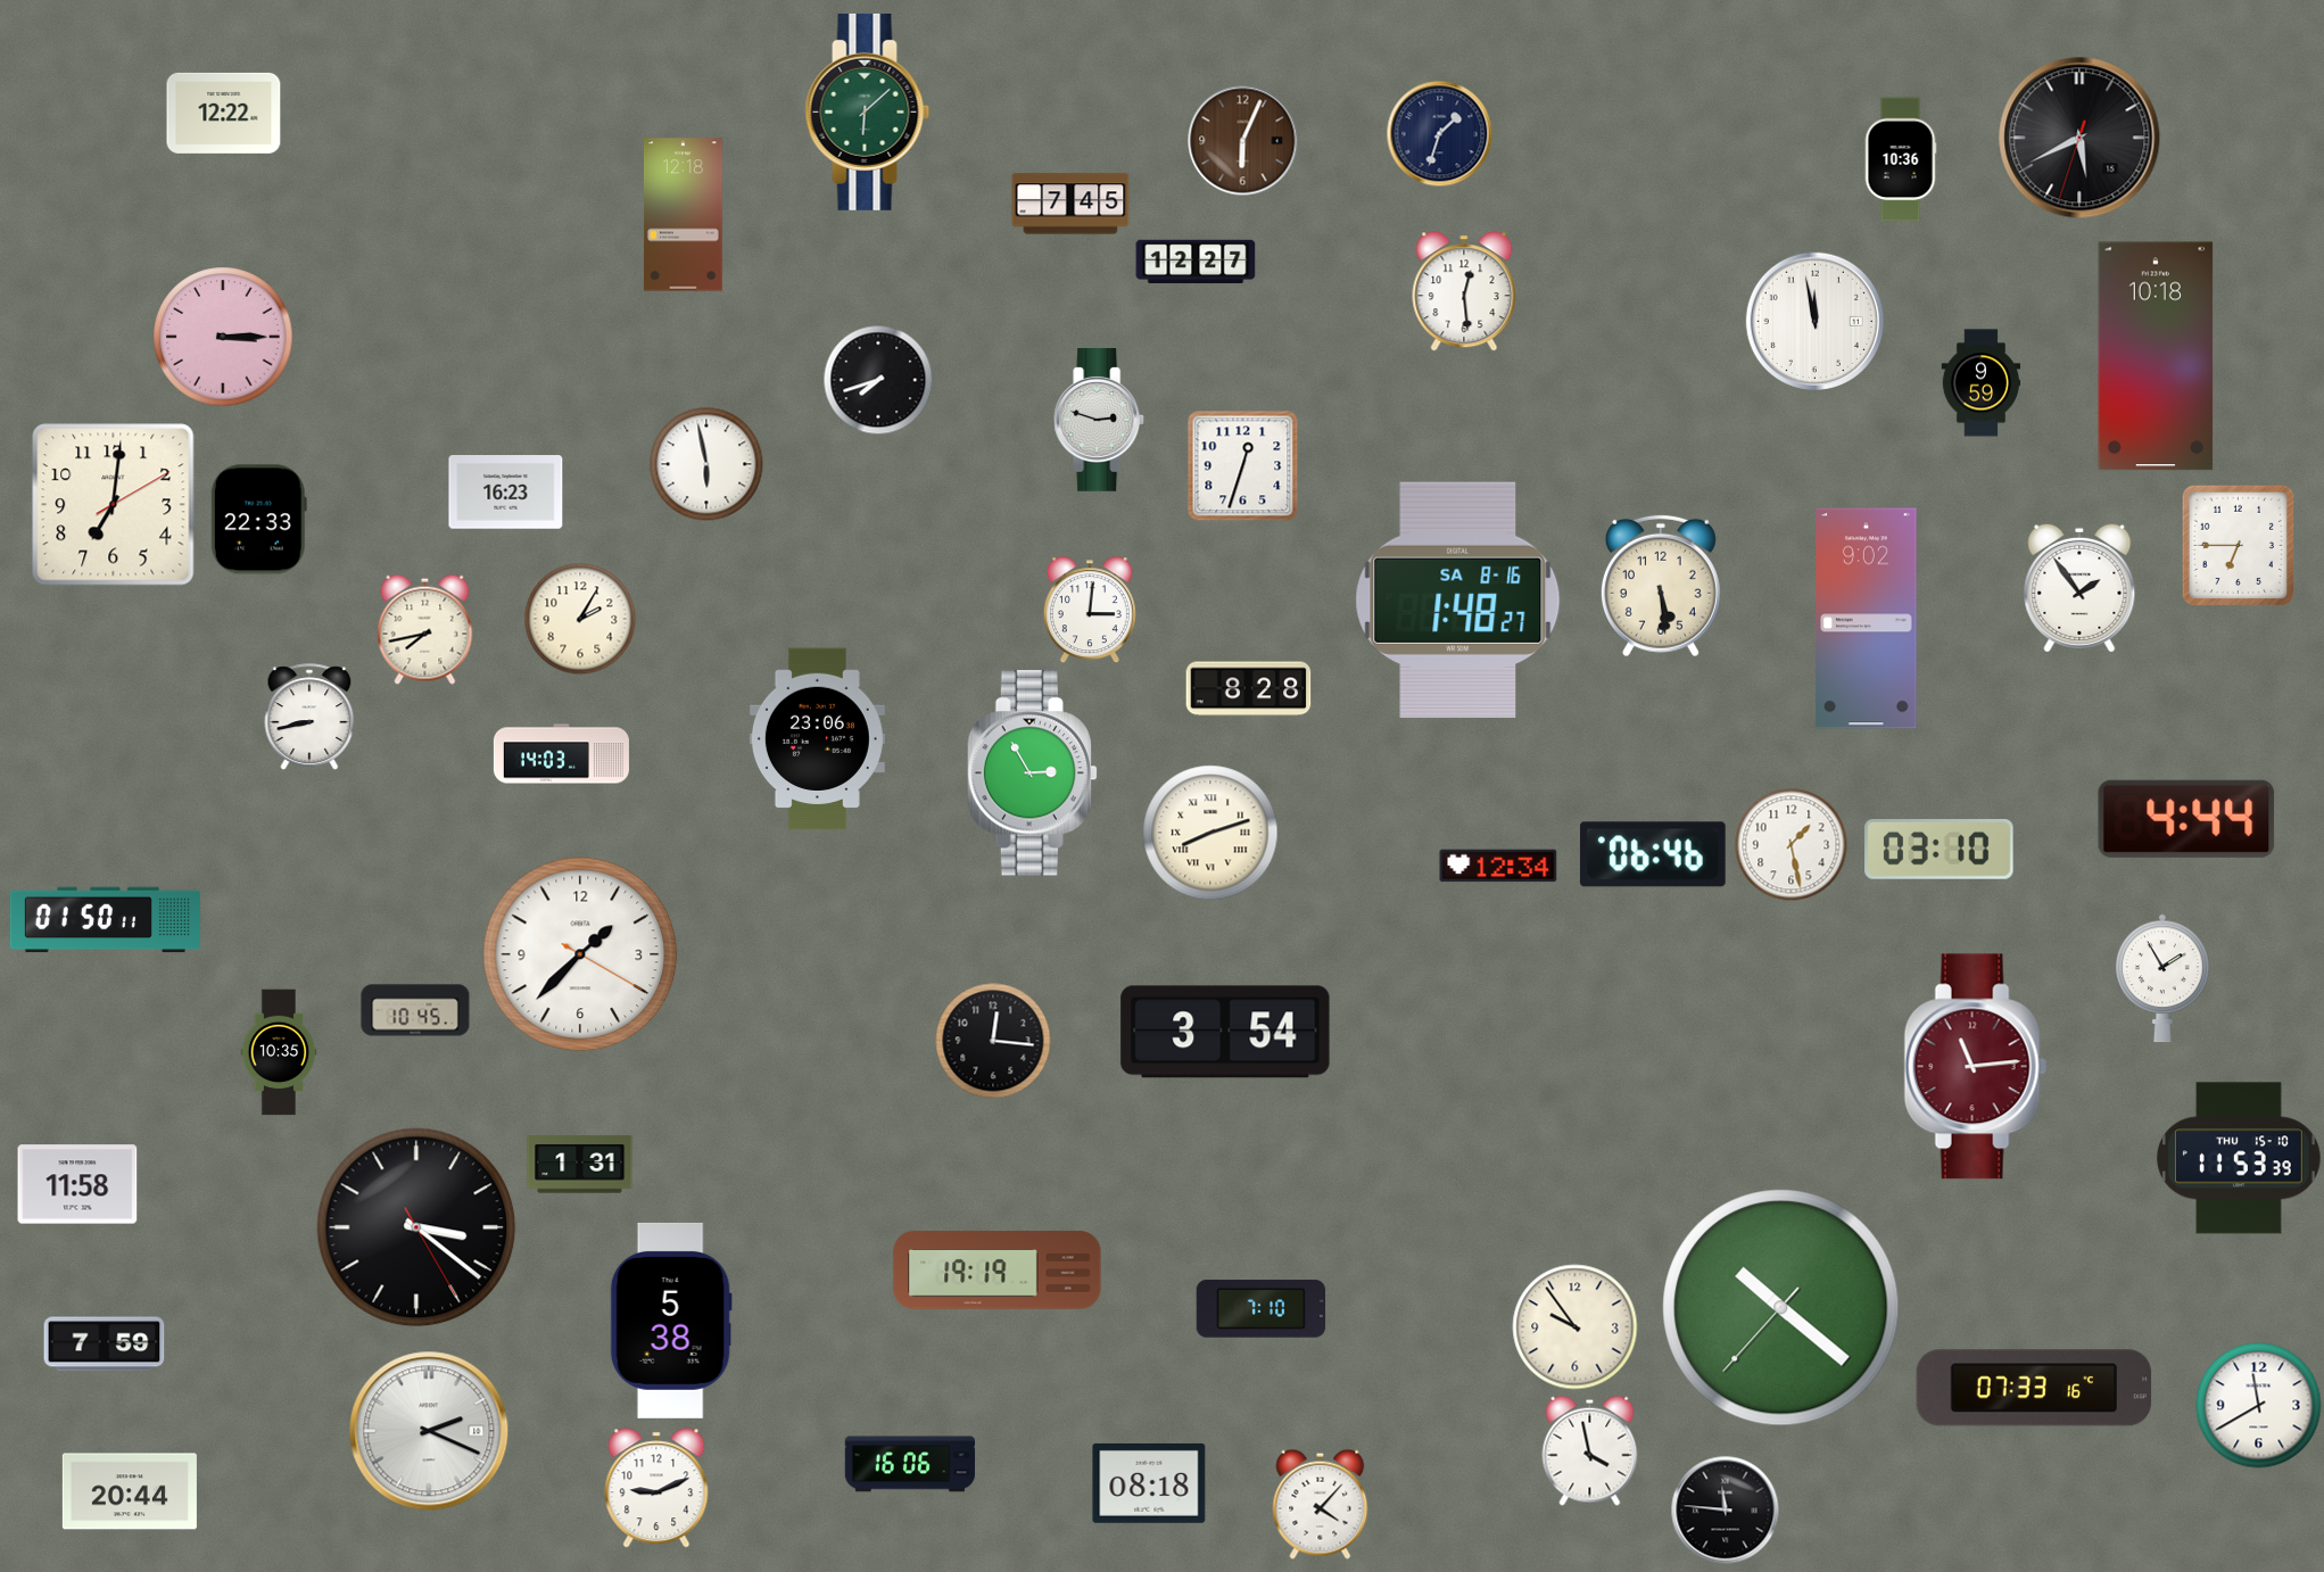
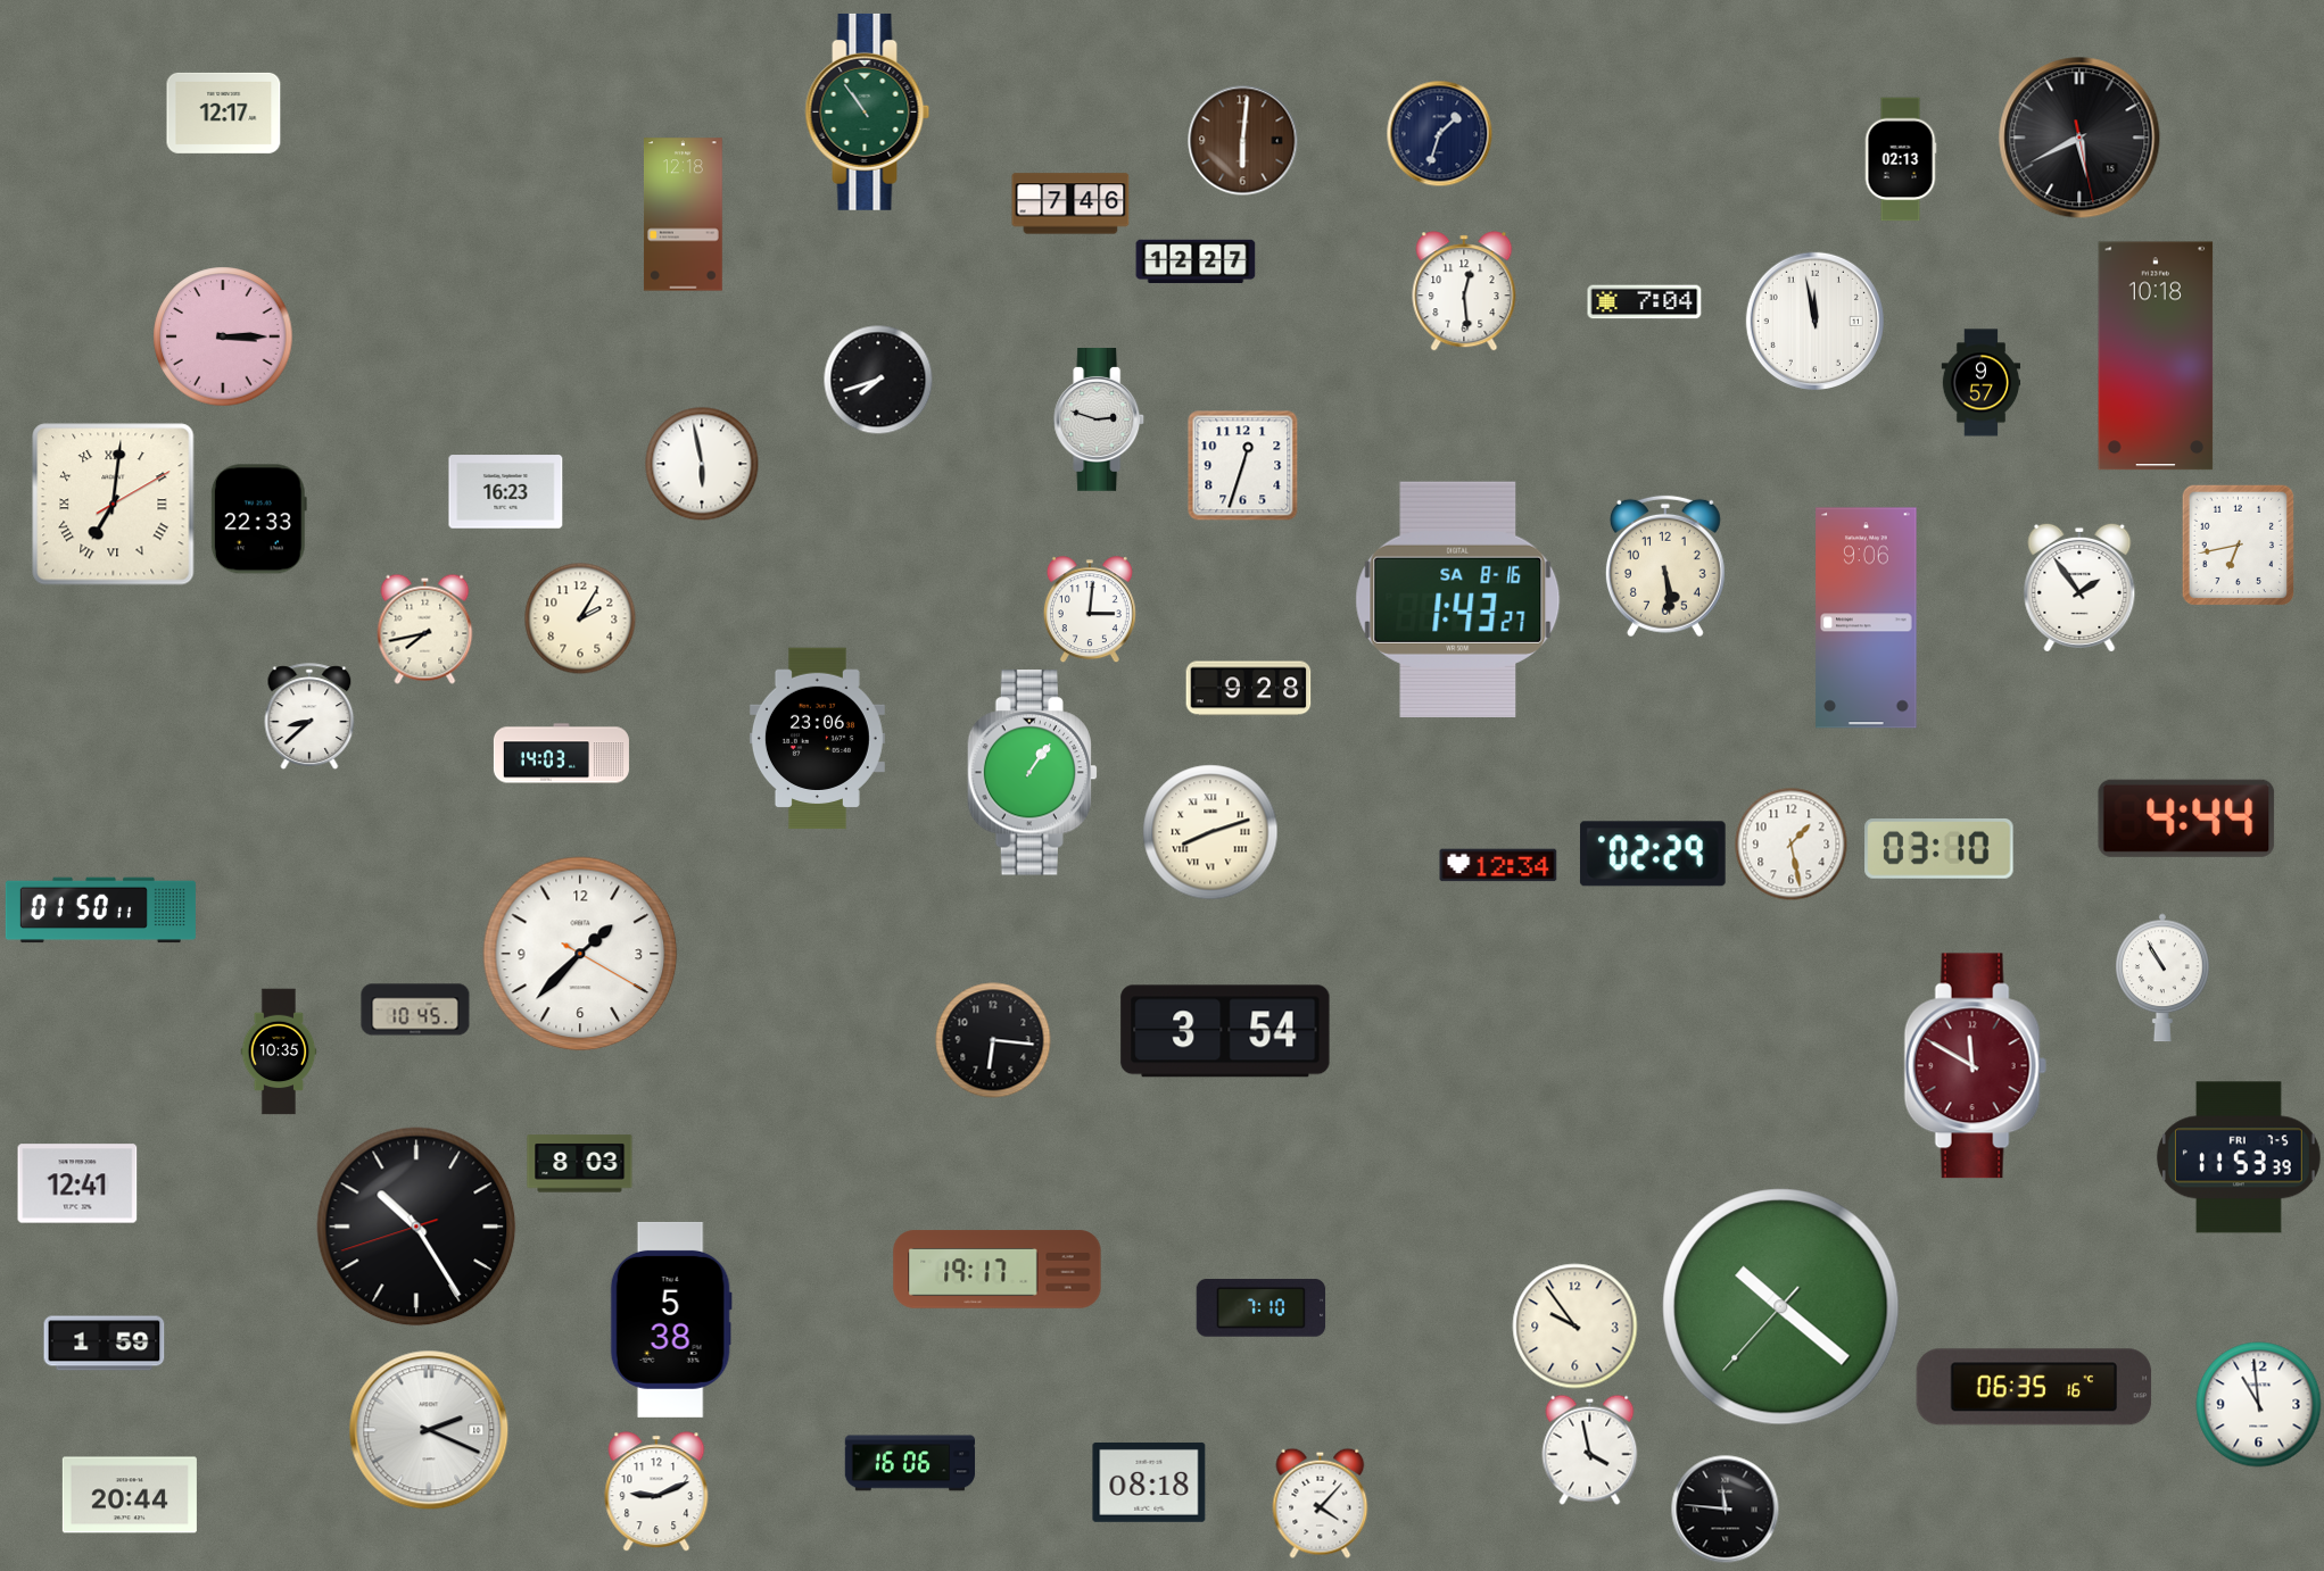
clock at (868, 111): 6:08 -> 10:54
clock at (224, 113): 12:22 -> 12:17
clock at (2079, 138): 5:40:33 -> 5:40:28
clock at (1243, 141): 6:04 -> 6:01
clock at (1901, 159): 10:36 -> 02:13
clock at (1070, 204): 7:45 -> 7:46
clock at (1645, 302): none -> 7:04
clock at (1982, 383): 9:59 -> 9:57
clock at (706, 464) position: (706, 464) -> (702, 464)
clock at (114, 505) numerals: Arabic -> Roman
clock at (2238, 545): 6:45 -> 6:43
clock at (1661, 586) position: (1661, 586) -> (1665, 566)
clock at (1458, 599): 1:48 -> 1:43
clock at (1867, 619): 9:02 -> 9:06
clock at (1249, 689): 8:28 -> 9:28
clock at (309, 717): 8:43 -> 8:38
clock at (1033, 773): 2:55 -> 1:06
clock at (1653, 854): 06:46 -> 02:29
clock at (105, 920) position: (105, 920) -> (100, 911)
clock at (2162, 978): 1:55 -> 10:55
clock at (993, 1041): 12:16 -> 6:16
clock at (1975, 1067): 11:14 -> 11:50
clock at (2239, 1158) date: THU 15-10 -> FRI 7-5
clock at (580, 1165): 1:31 -> 8:03
clock at (77, 1184): 11:58 -> 12:41
clock at (416, 1227): 3:21 -> 10:24
clock at (998, 1271): 19:19 -> 19:17
clock at (105, 1345): 7:59 -> 1:59
clock at (2034, 1388): 07:33 -> 06:35
clock at (2259, 1406): 11:40 -> 10:59
clock at (656, 1488) position: (656, 1488) -> (656, 1491)
clock at (130, 1491) position: (130, 1491) -> (130, 1495)
